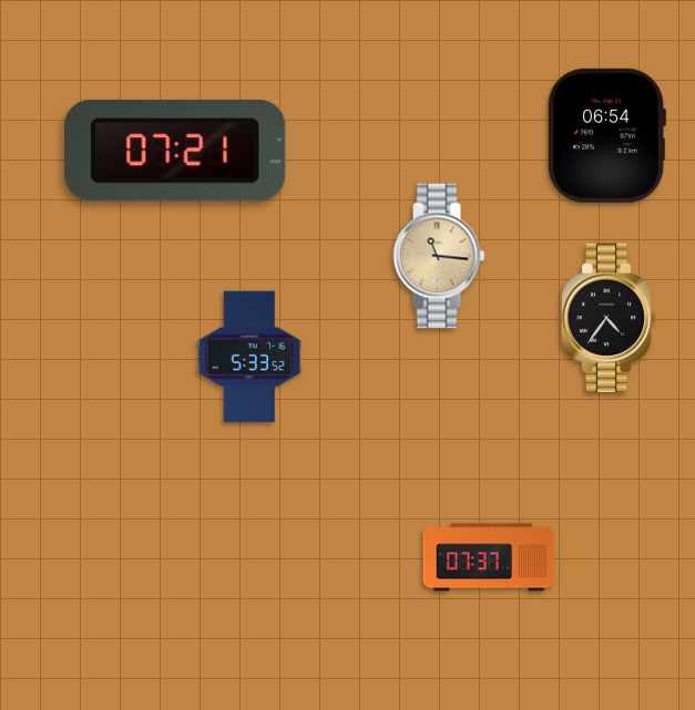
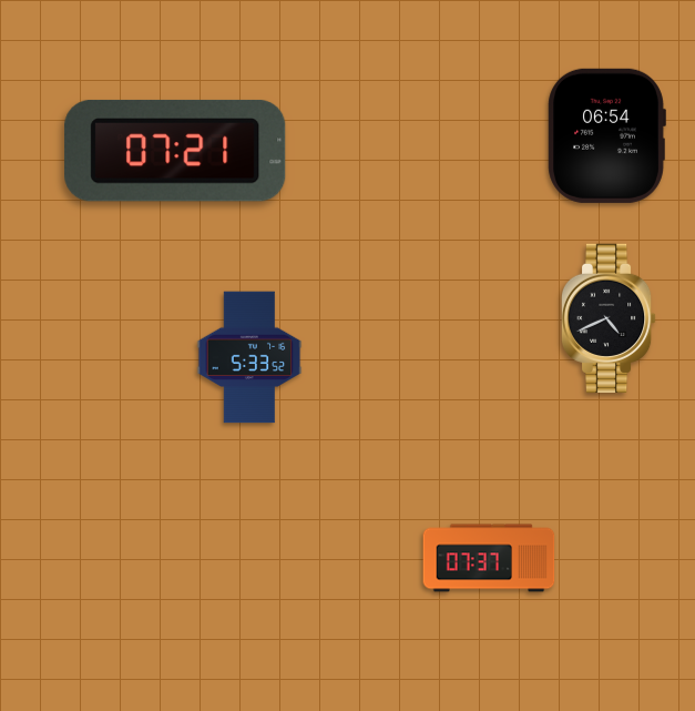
clock at (439, 256): 11:16 -> none
clock at (609, 317): 4:36 -> 4:41
